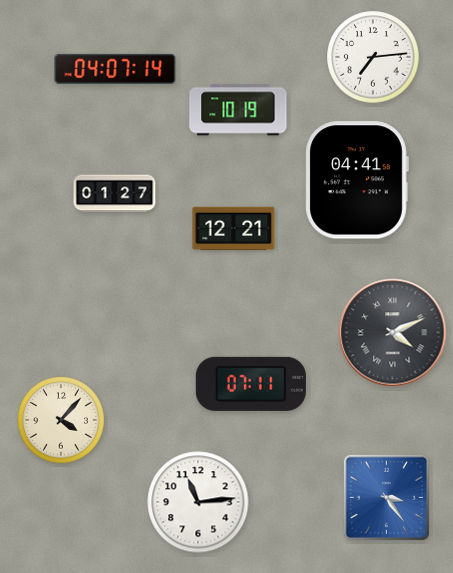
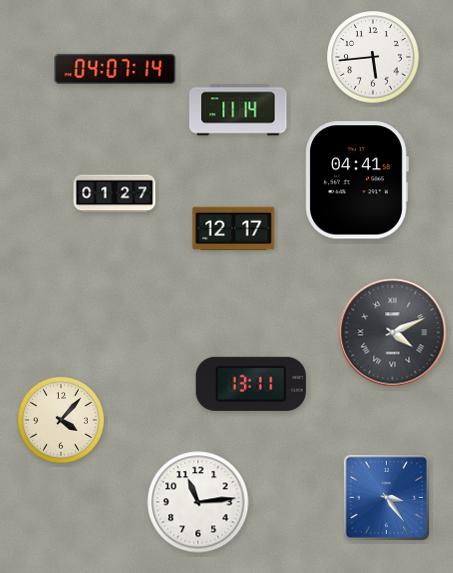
clock at (373, 57): 7:14 -> 5:44
clock at (238, 110): 10:19 -> 11:14
clock at (234, 229): 12:21 -> 12:17
clock at (251, 384): 07:11 -> 13:11
